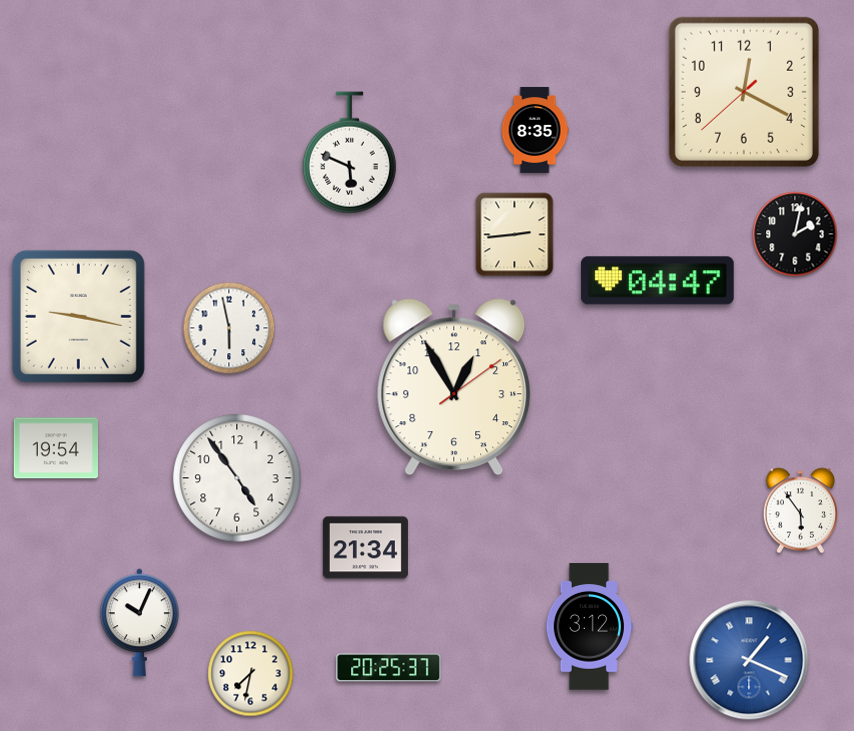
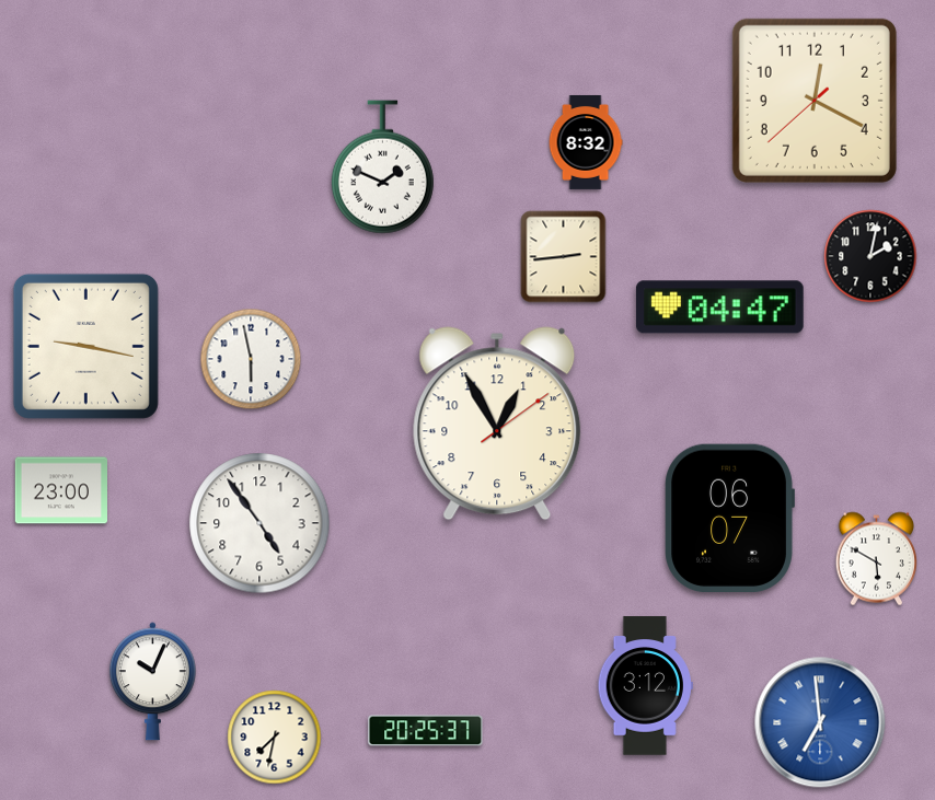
clock at (535, 130): 8:35 -> 8:32
clock at (349, 153): 5:49 -> 1:49
clock at (55, 448): 19:54 -> 23:00
clock at (729, 519): none -> 06:07
clock at (801, 511): 5:54 -> 5:50
clock at (365, 548): 21:34 -> none
clock at (749, 660): 1:19 -> 6:59
